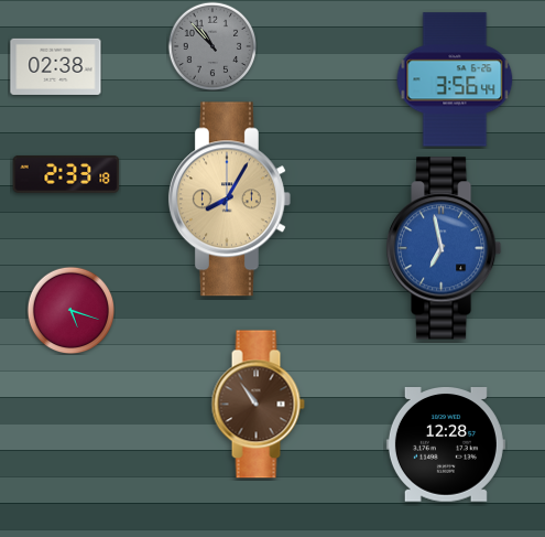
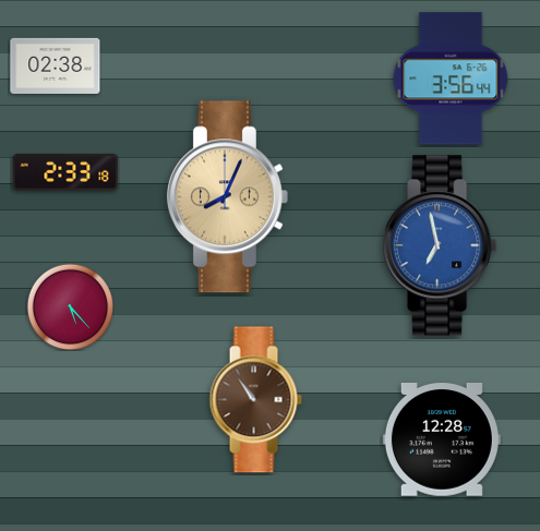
clock at (212, 46): 10:53 -> none
clock at (229, 200): 8:05 -> 8:04
clock at (70, 310): 5:18 -> 5:23
